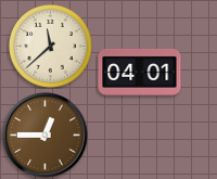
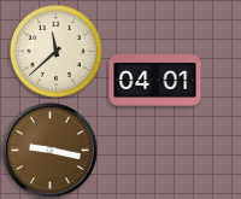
clock at (46, 136): 12:45 -> 9:17
